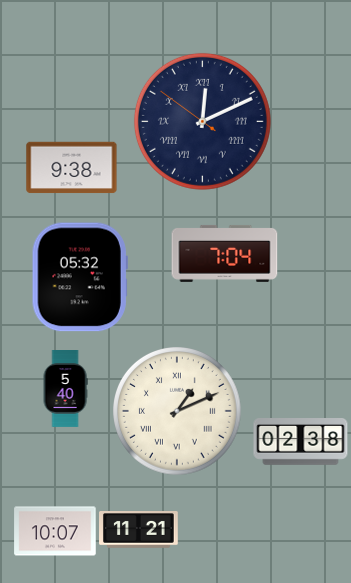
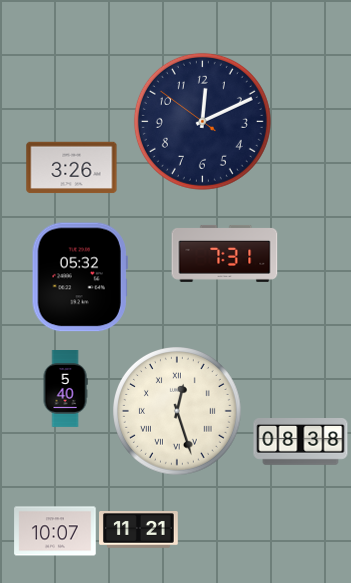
clock at (202, 121) numerals: Roman -> Arabic
clock at (72, 168): 9:38 -> 3:26
clock at (225, 253): 7:04 -> 7:31
clock at (178, 412): 1:11 -> 12:27
clock at (301, 442): 02:38 -> 08:38
